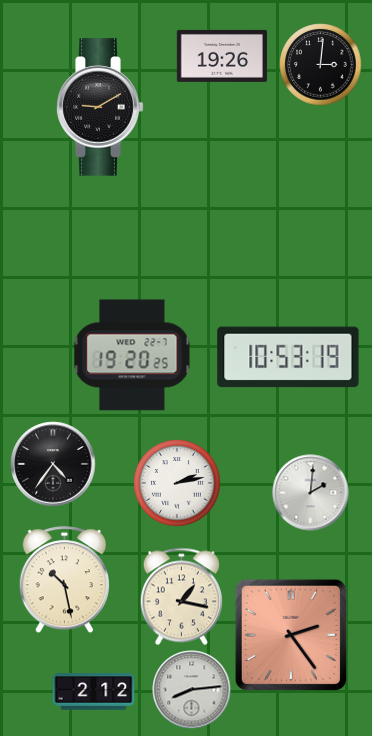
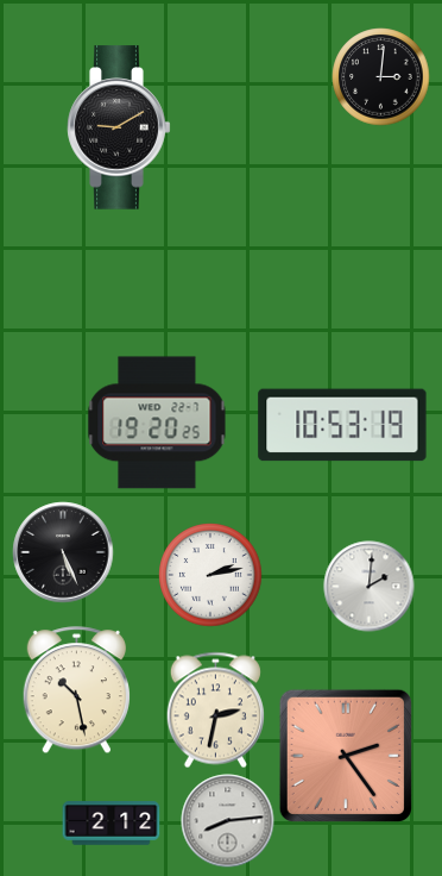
clock at (222, 56): 19:26 -> none
clock at (53, 464): 4:36 -> 5:26
clock at (181, 597): 1:17 -> 2:32
